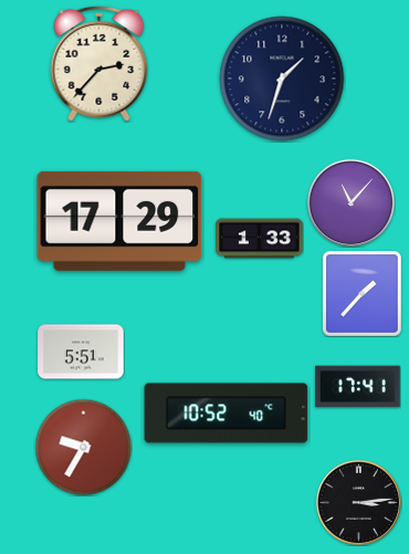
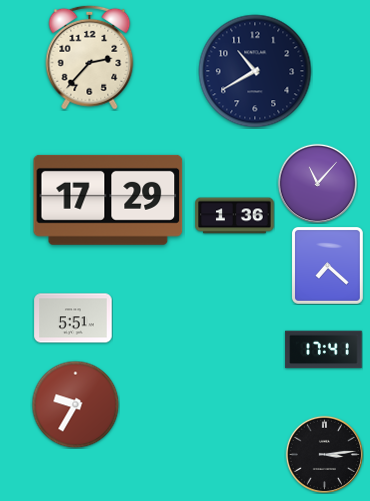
clock at (282, 79): 1:33 -> 10:40
clock at (260, 239): 1:33 -> 1:36
clock at (363, 294): 1:37 -> 7:22
clock at (227, 414): 10:52 -> none
